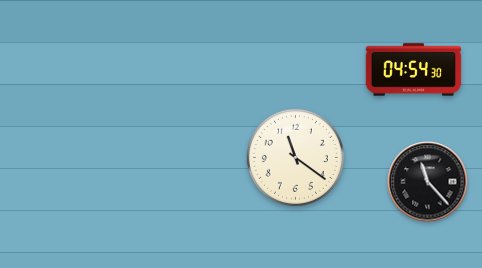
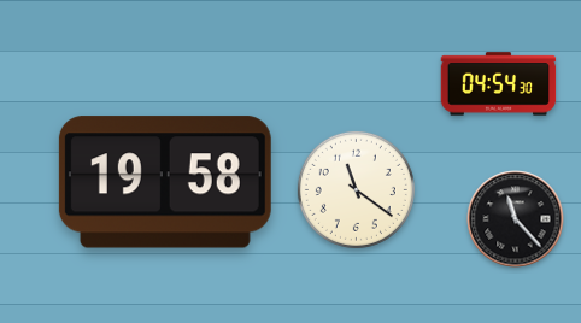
clock at (165, 182): none -> 19:58
